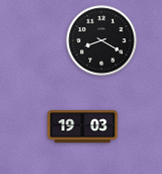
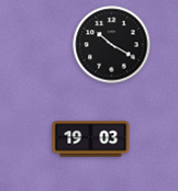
clock at (102, 41): 8:20 -> 10:20
